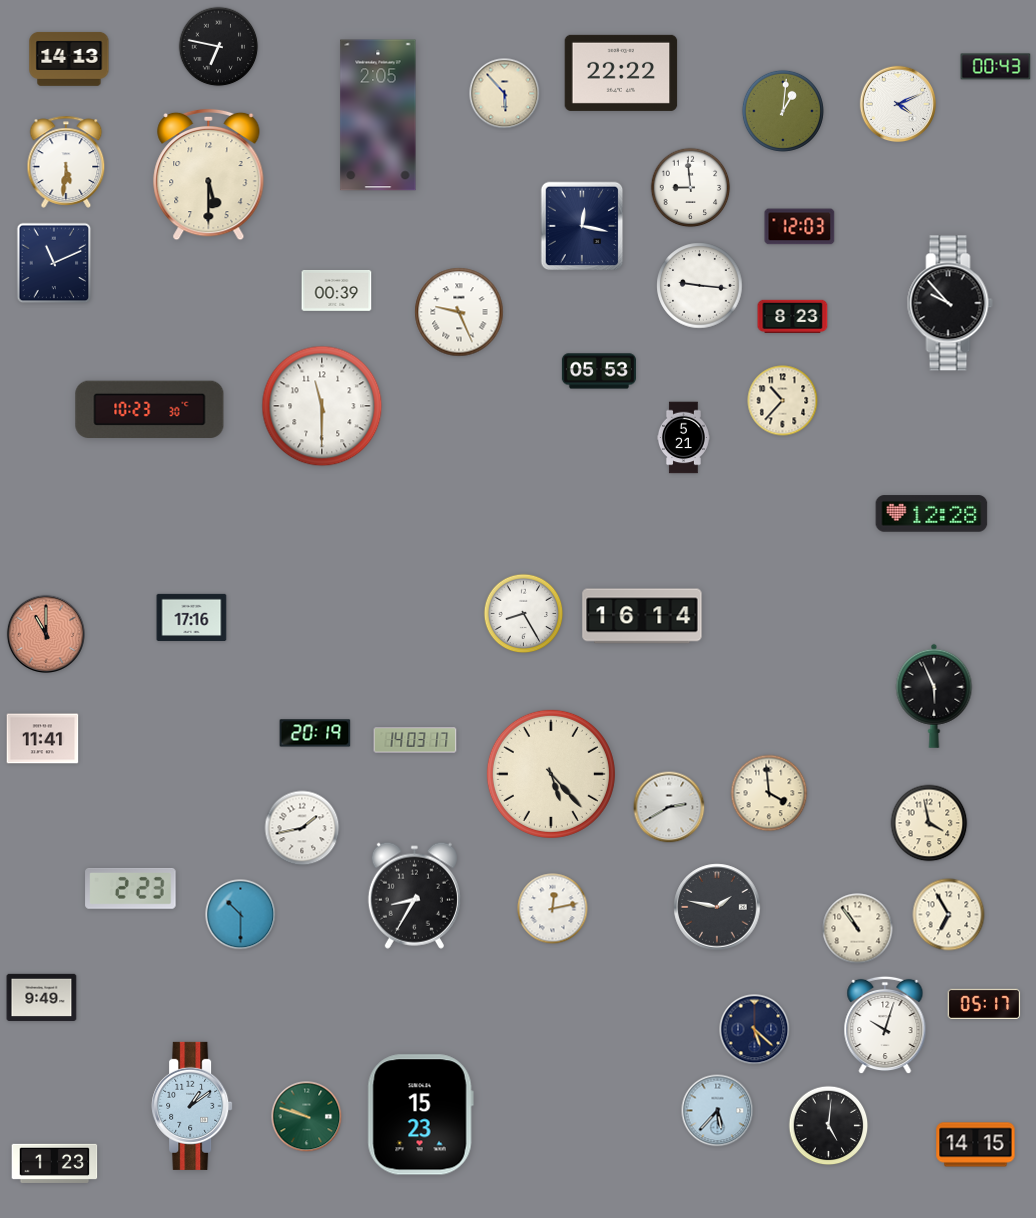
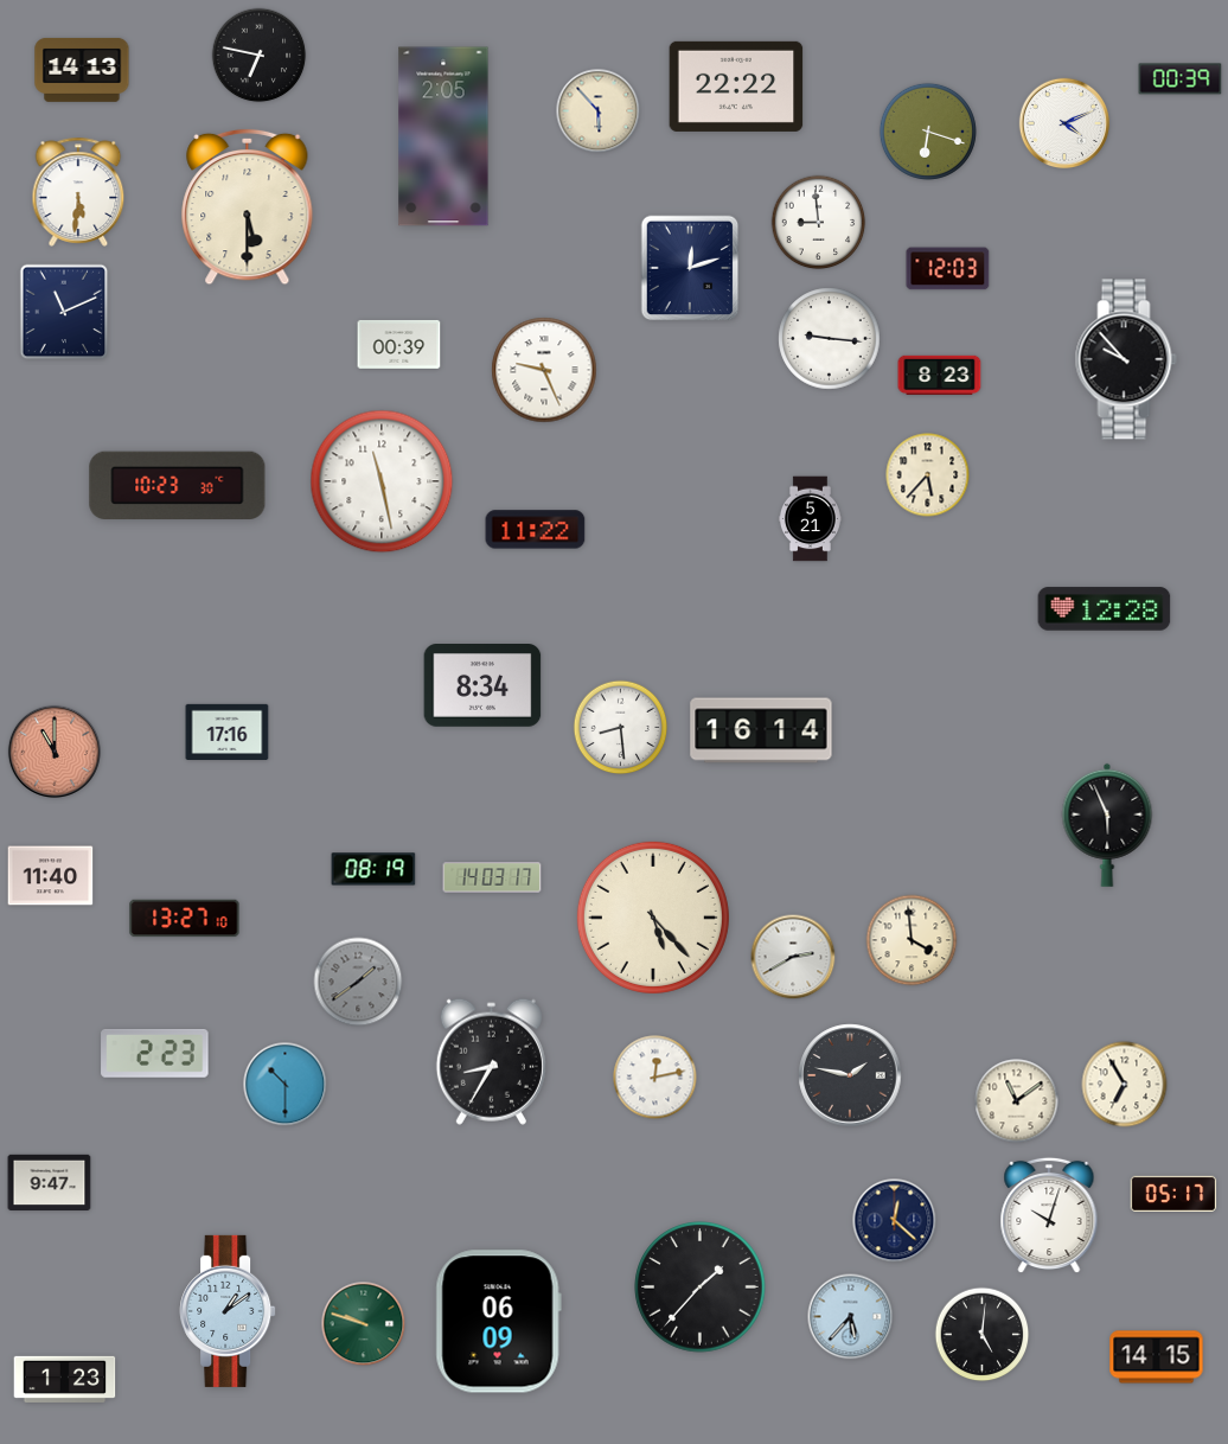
clock at (996, 67): 00:43 -> 00:39
clock at (783, 111): 1:01 -> 6:18
clock at (378, 115) position: (378, 115) -> (443, 136)
clock at (582, 226): 12:17 -> 12:12
clock at (599, 371): 05:53 -> none
clock at (783, 401): 10:37 -> 5:37
clock at (322, 406): 11:30 -> 11:28
clock at (536, 530): none -> 11:22
clock at (482, 686): none -> 8:34
clock at (524, 614): 8:25 -> 8:29
clock at (315, 733): 20:19 -> 08:19
clock at (43, 739): 11:41 -> 11:40
clock at (185, 919): none -> 13:27
clock at (929, 823): 3:58 -> none
clock at (302, 828): 1:43 -> 1:39
clock at (302, 828) dial: white -> grey
clock at (858, 929): 10:54 -> 11:09
clock at (42, 998): 9:49 -> 9:47
clock at (984, 1004) position: (984, 1004) -> (1173, 1194)
clock at (755, 1030): 5:22 -> 12:22
clock at (701, 1288): none -> 1:37
clock at (420, 1115): 15:23 -> 06:09
